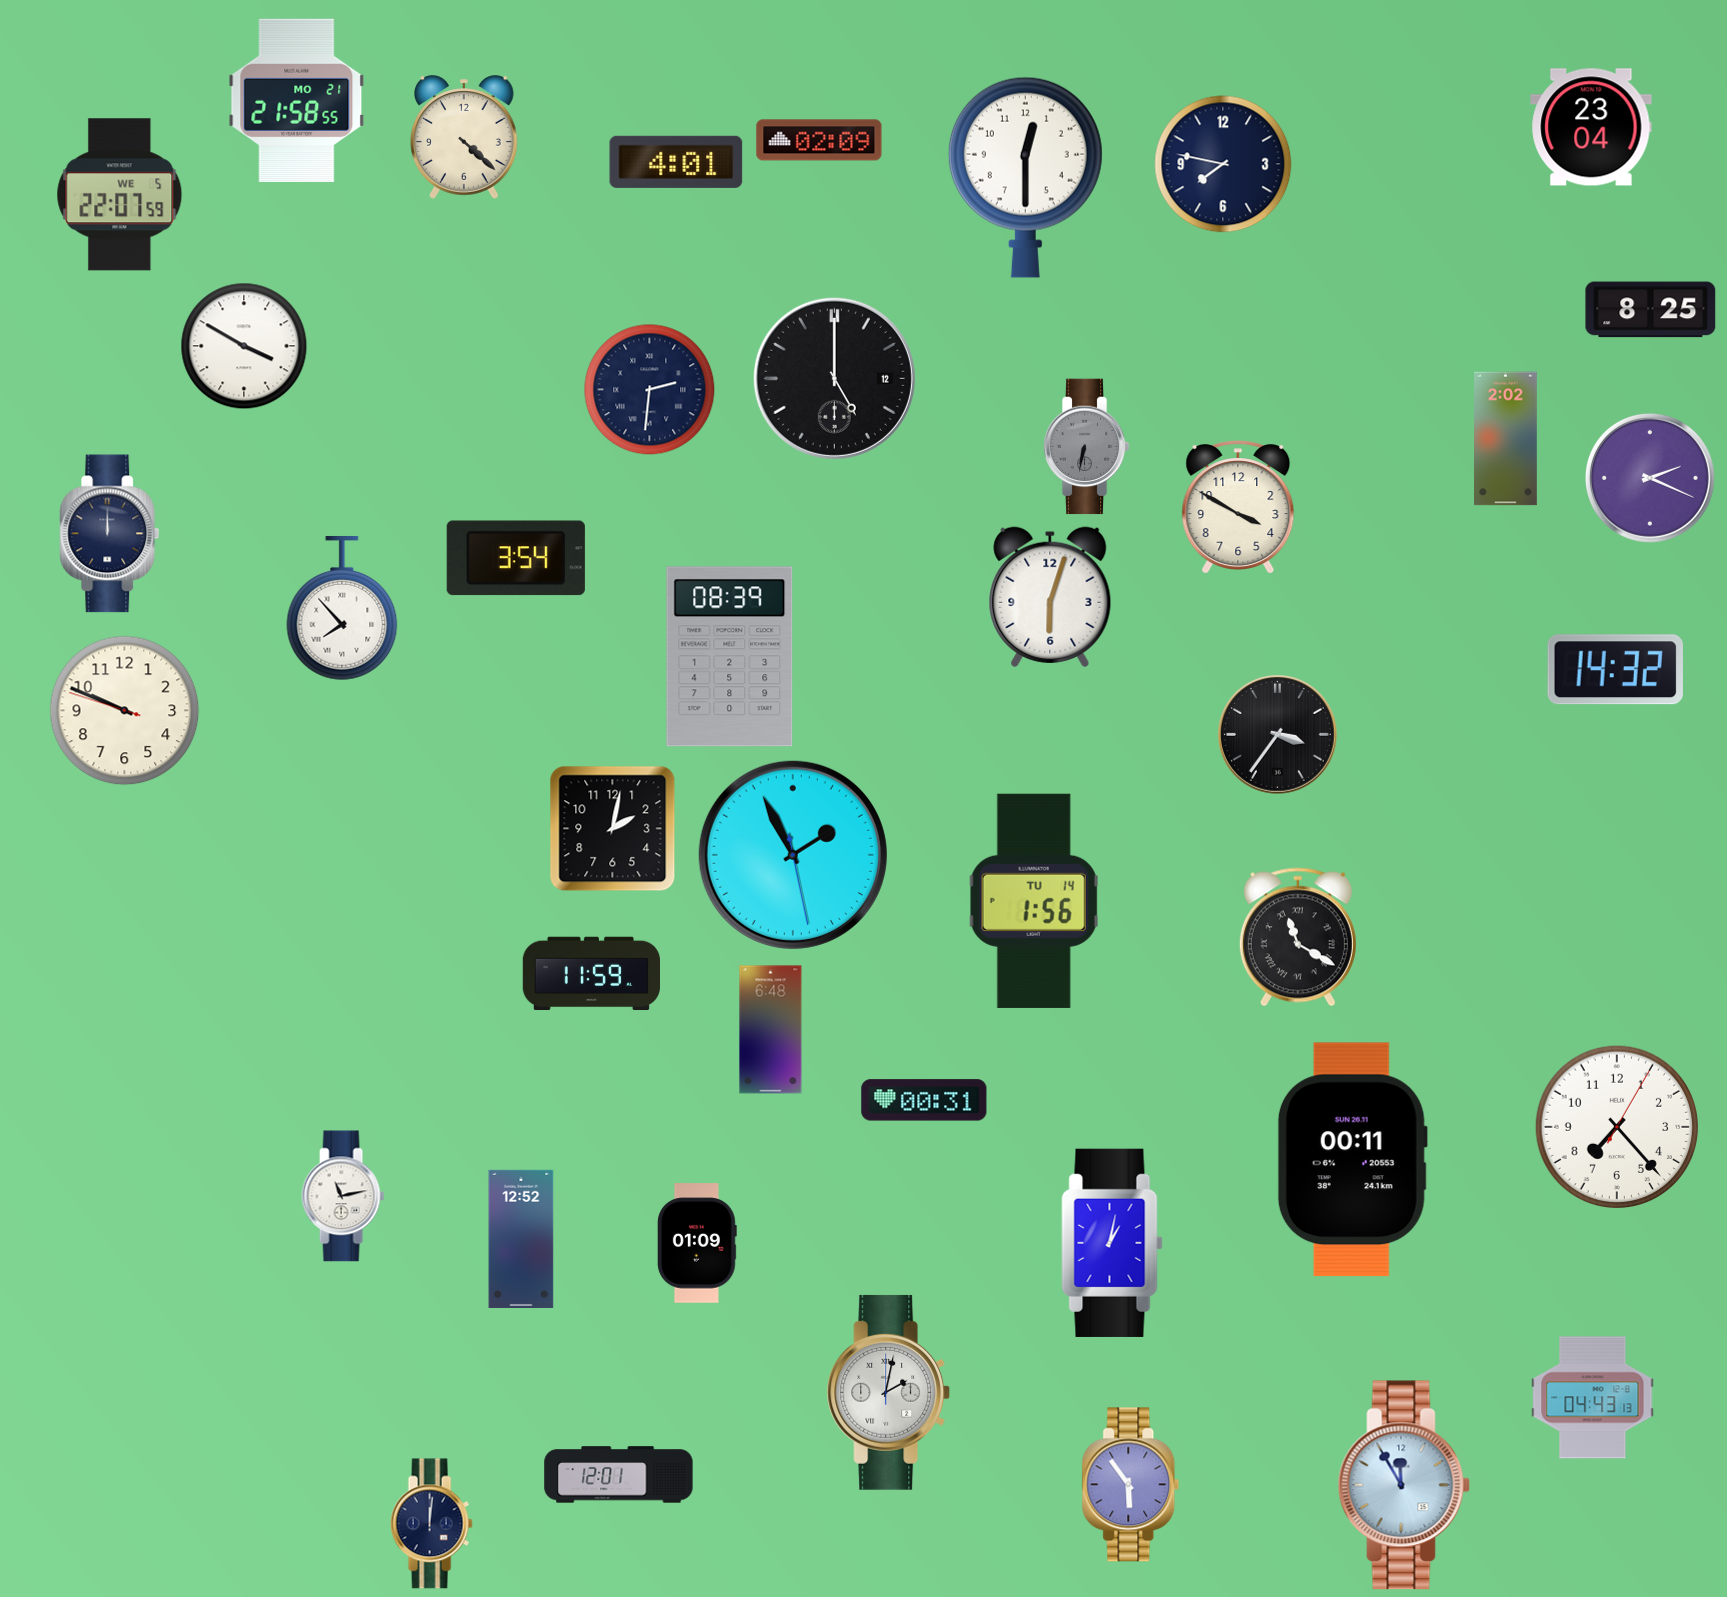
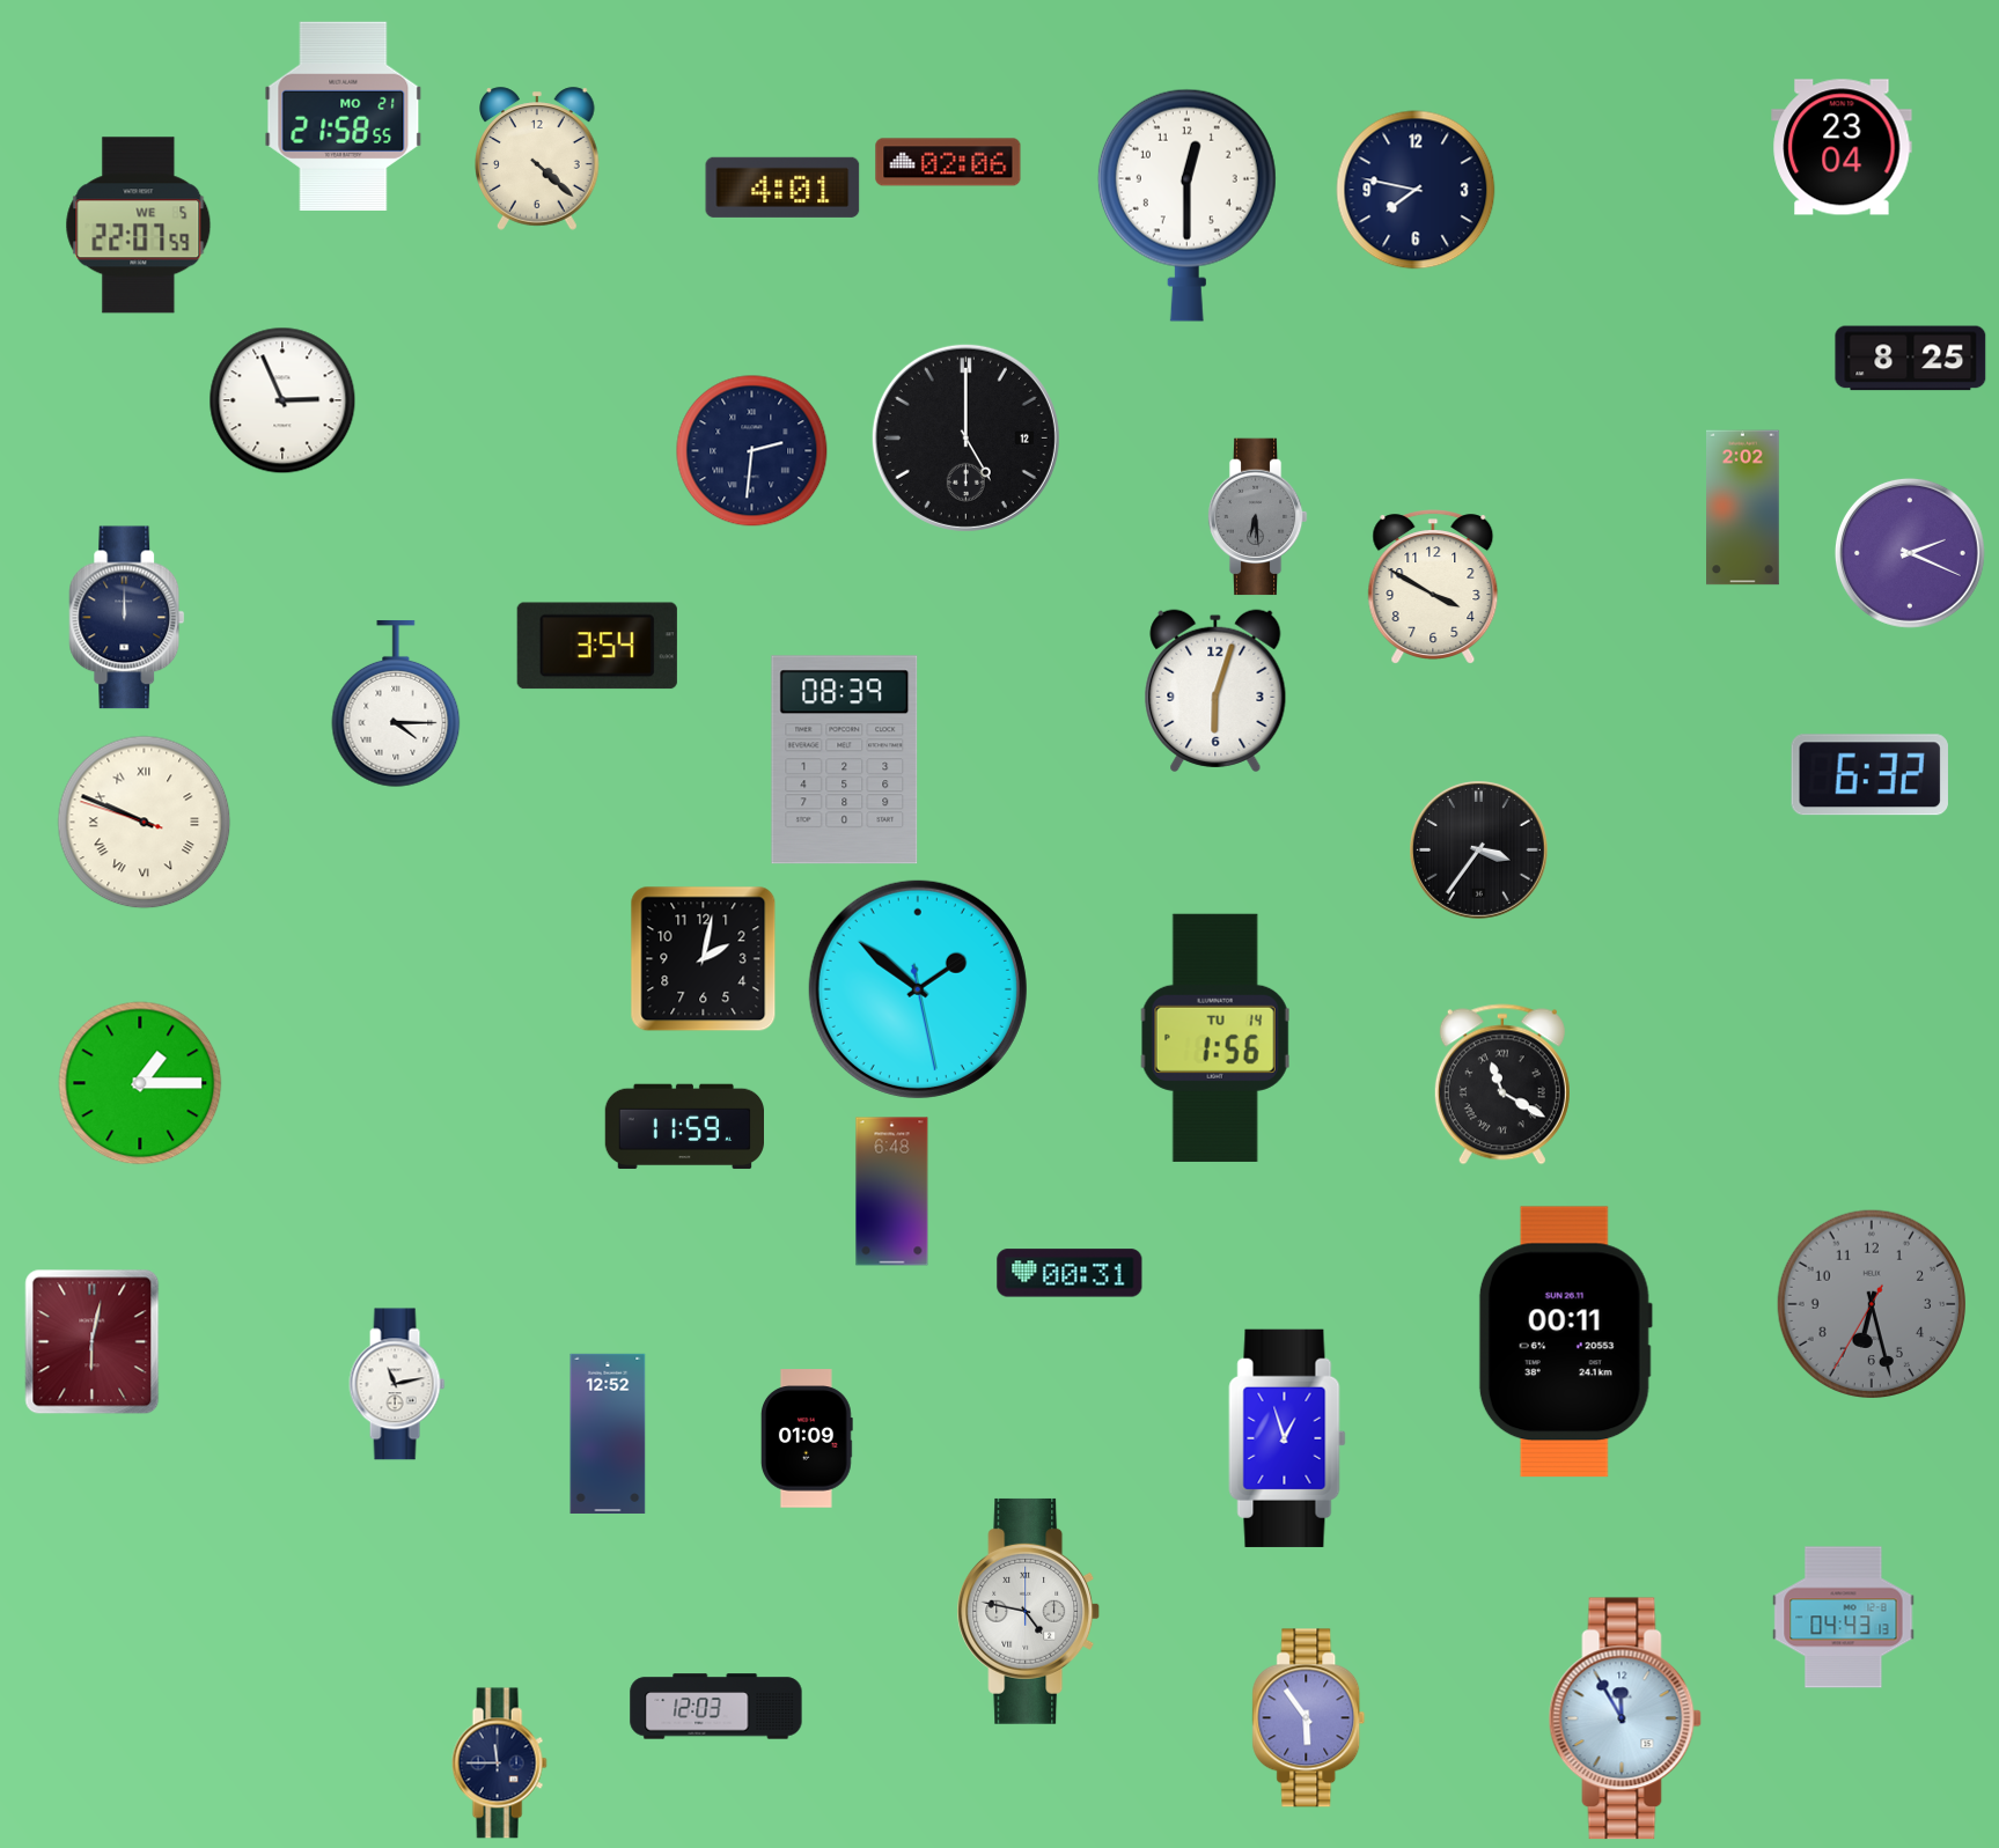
clock at (819, 140): 02:09 -> 02:06
clock at (244, 346): 3:50 -> 2:56
clock at (1086, 447): 6:32 -> 6:29
clock at (342, 609): 7:53 -> 4:15
clock at (1615, 670): 14:32 -> 6:32
clock at (125, 711) numerals: Arabic -> Roman
clock at (613, 829) position: (613, 829) -> (704, 959)
clock at (793, 855): 1:55 -> 1:51
clock at (1034, 901) position: (1034, 901) -> (1215, 1038)
clock at (140, 1083): none -> 1:15
clock at (1616, 1126): 7:23 -> 6:27
clock at (1616, 1126) dial: white -> grey
clock at (93, 1342): none -> 6:02
clock at (521, 1239) position: (521, 1239) -> (608, 1434)
clock at (1112, 1243): 1:02 -> 12:57
clock at (889, 1392): 2:02 -> 4:47
clock at (619, 1475): 12:01 -> 12:03
clock at (431, 1524): 12:01 -> 11:45
